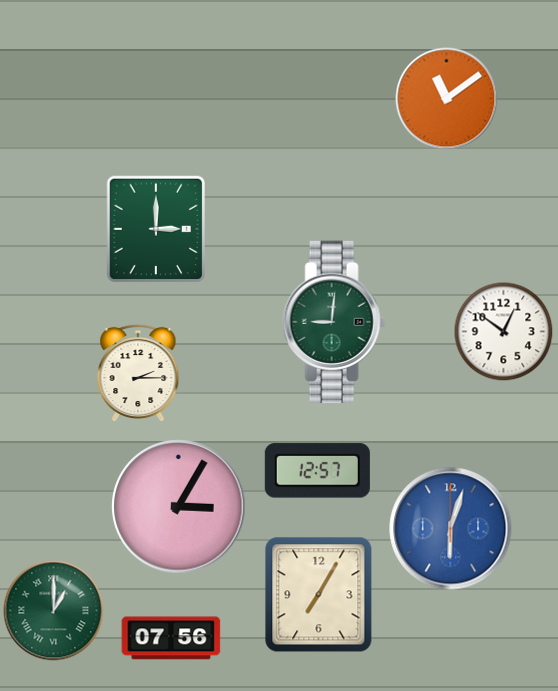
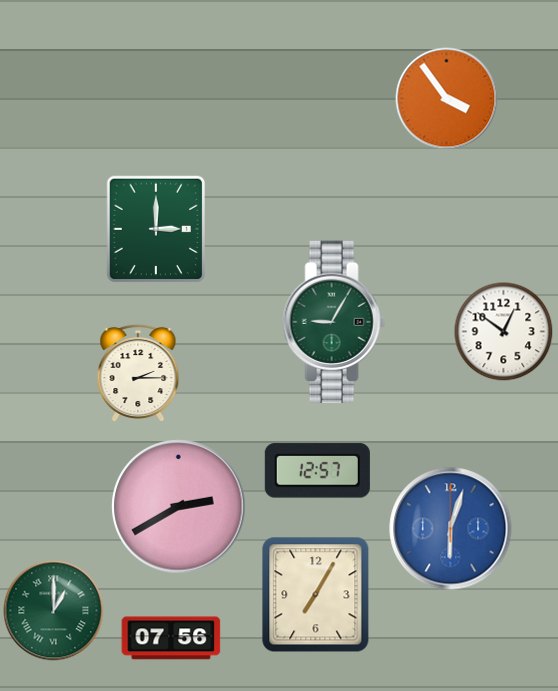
clock at (447, 99): 11:09 -> 3:54
clock at (334, 321): 9:01 -> 9:05
clock at (179, 507): 3:05 -> 2:40
clock at (319, 595) position: (319, 595) -> (316, 595)
